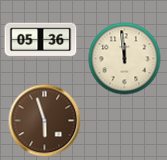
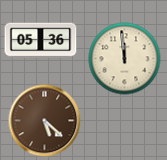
clock at (45, 121): 5:57 -> 5:22
